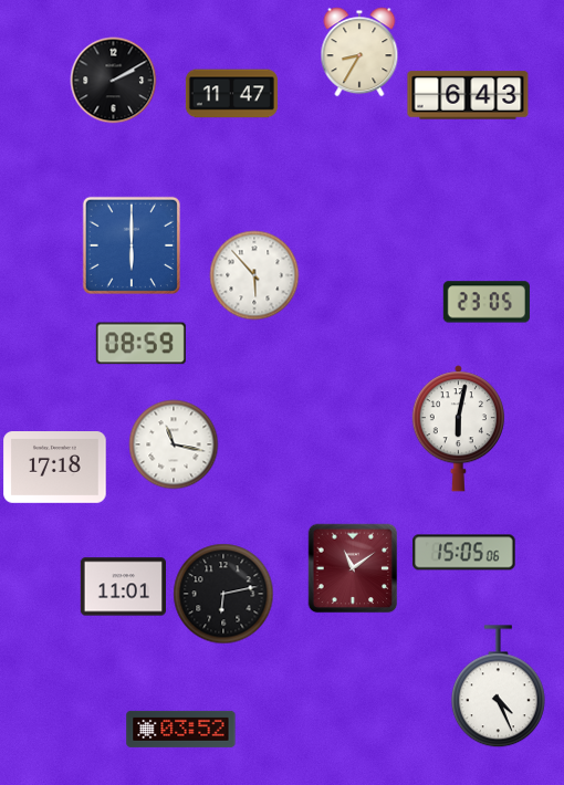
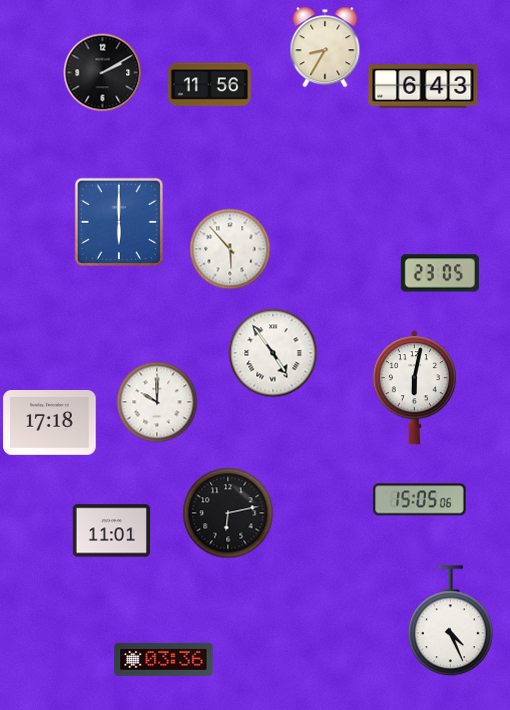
clock at (231, 94): 11:47 -> 11:56
clock at (140, 344): 08:59 -> none
clock at (273, 353): none -> 4:54
clock at (174, 444): 11:17 -> 10:00
clock at (353, 568): 11:09 -> none
clock at (223, 594) position: (223, 594) -> (228, 513)
clock at (181, 729): 03:52 -> 03:36
